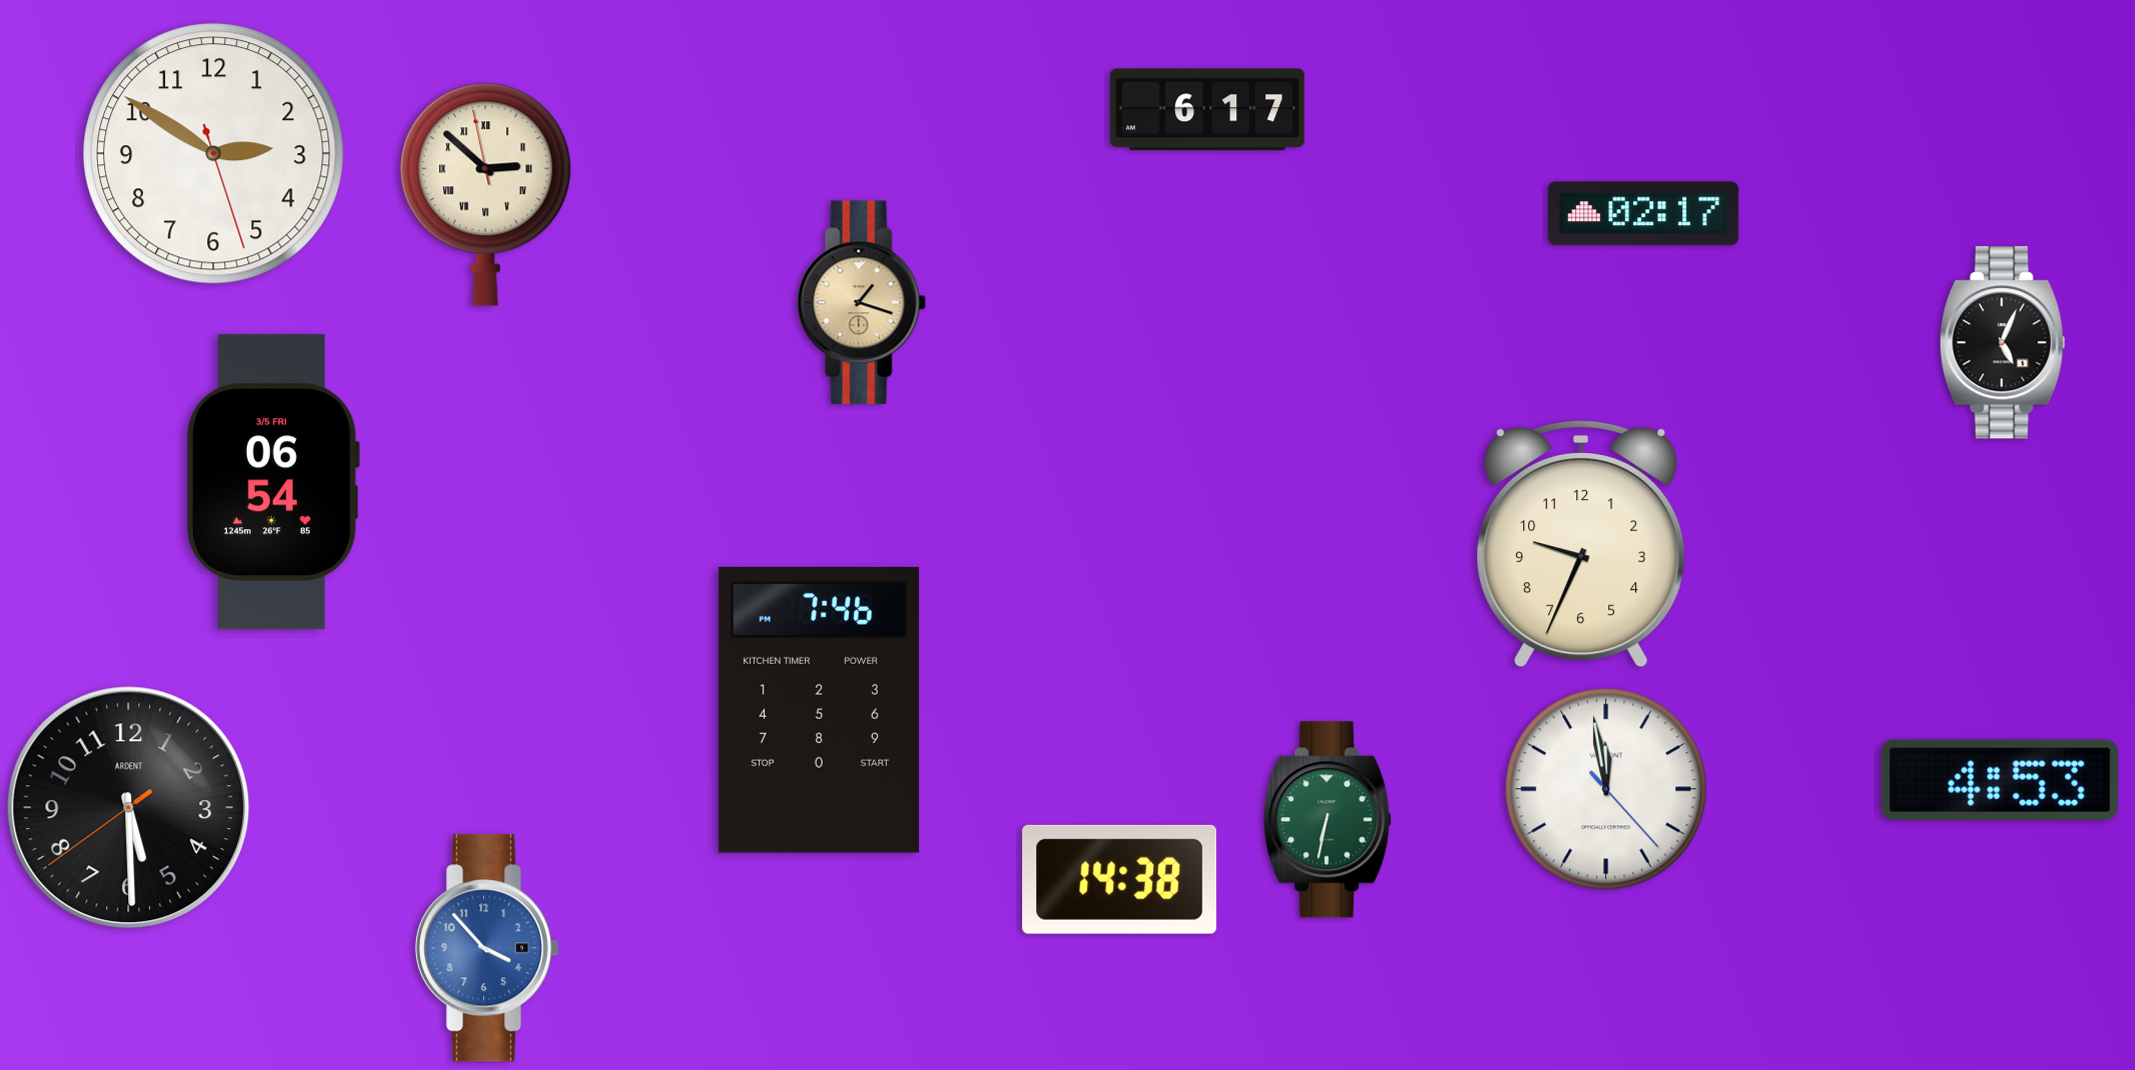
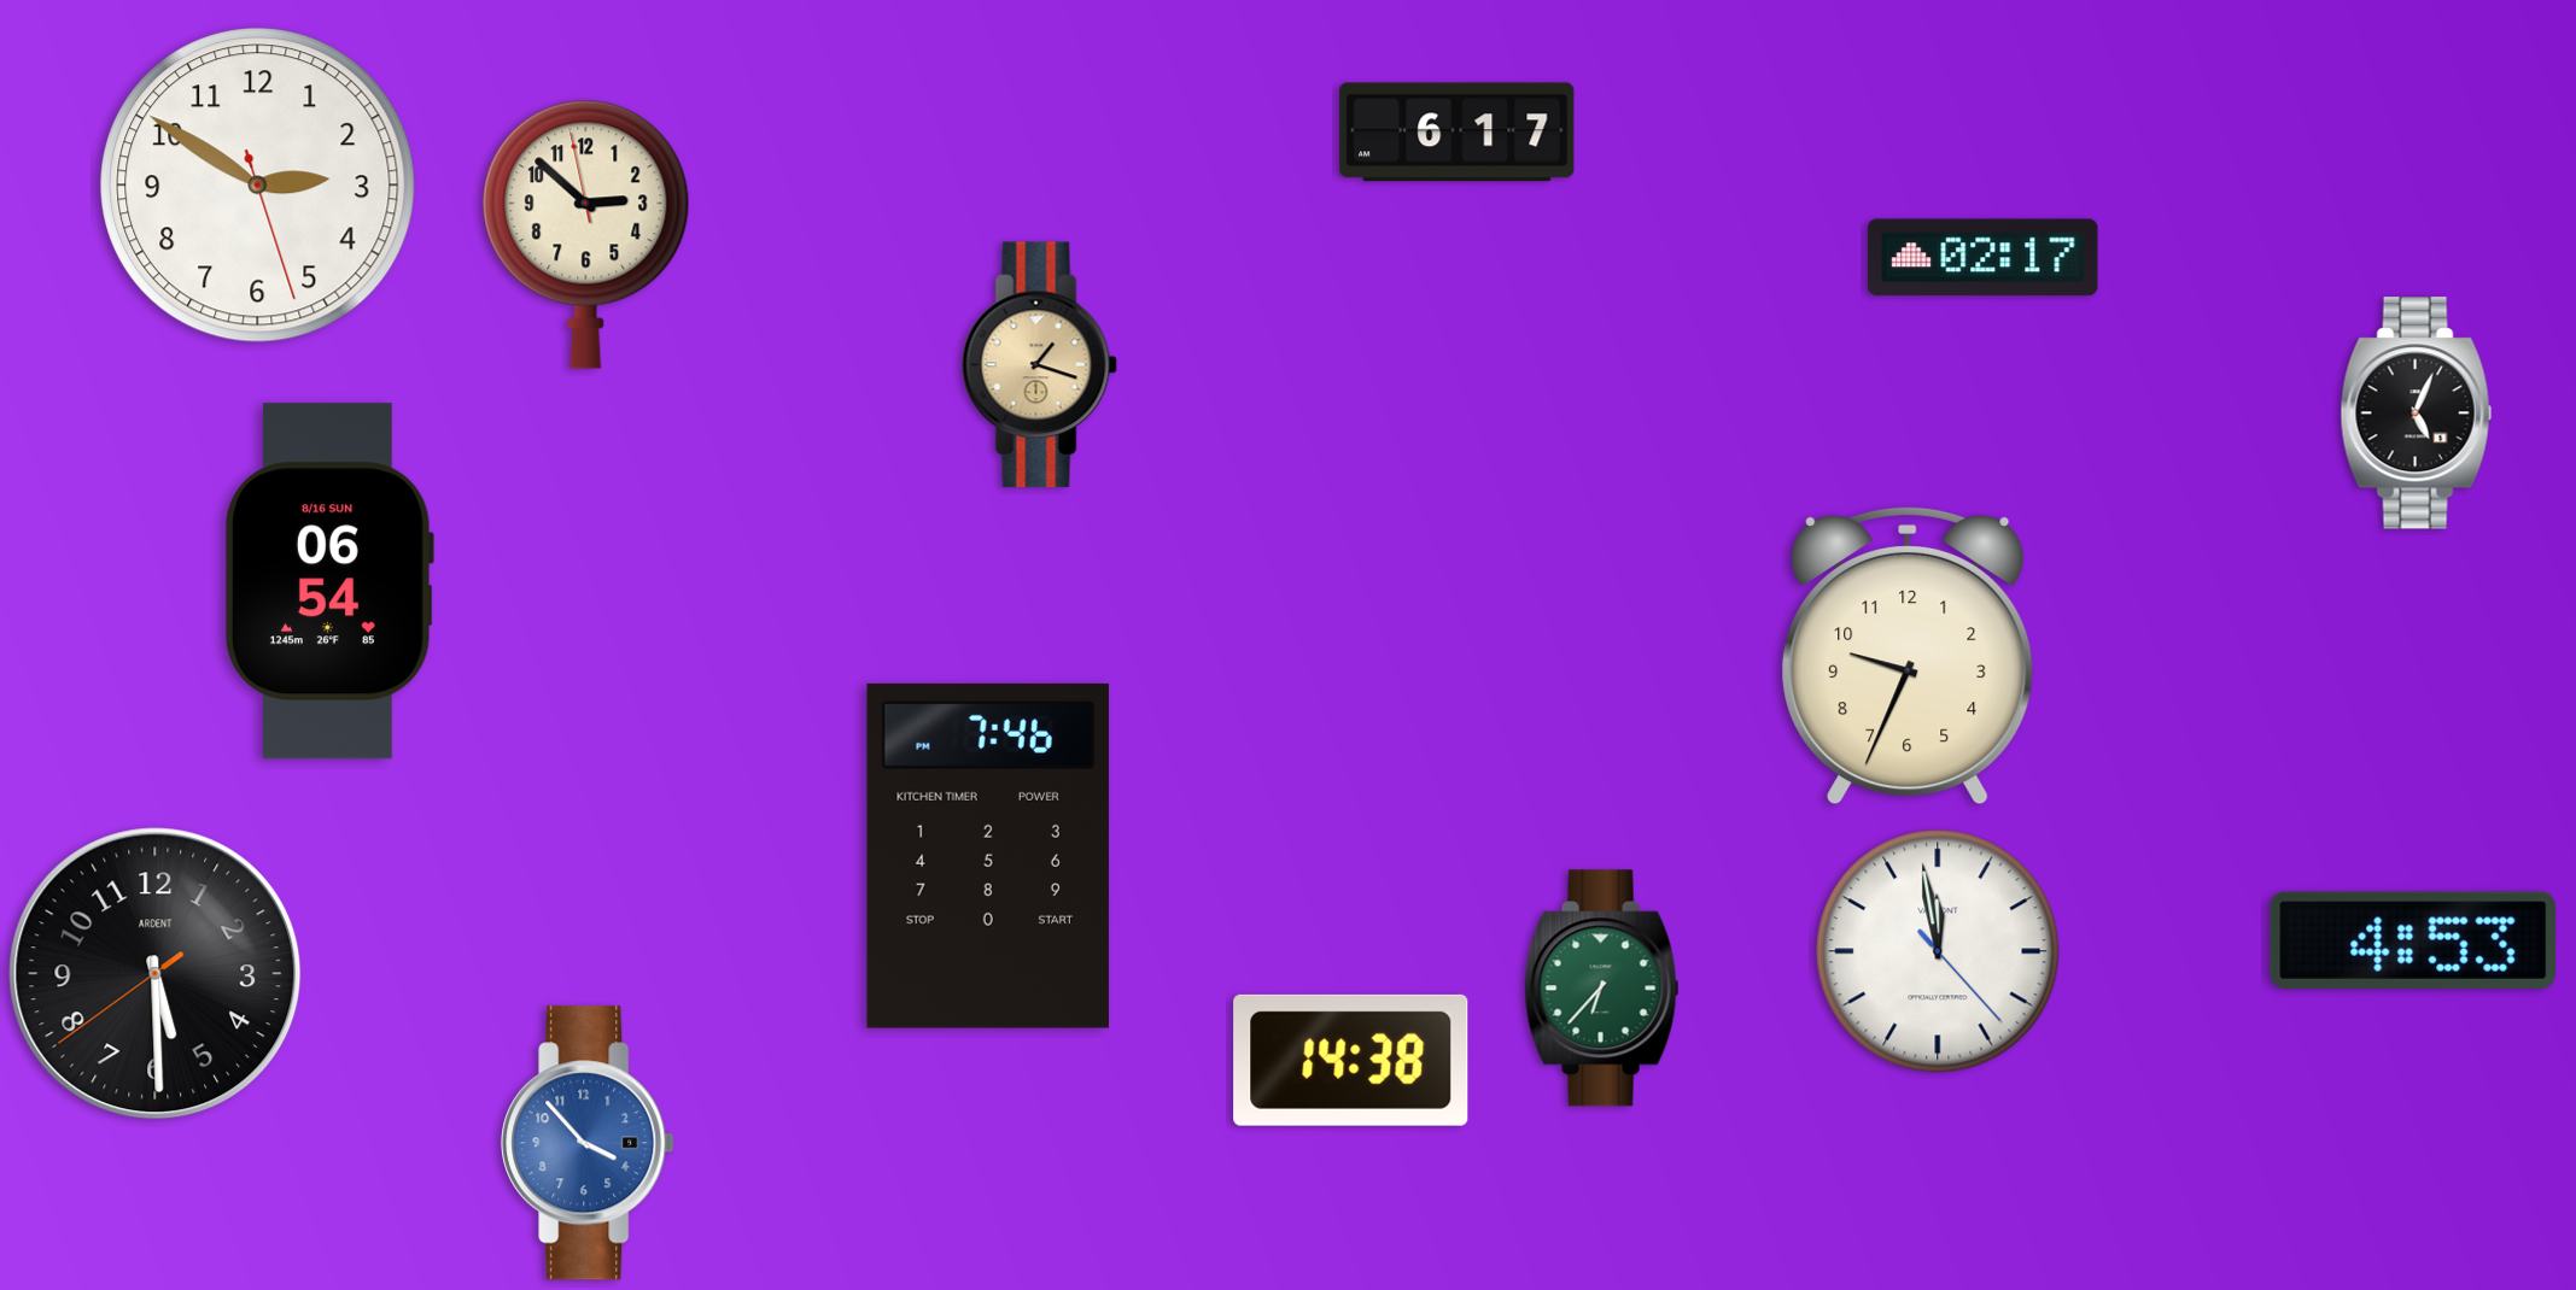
clock at (486, 194) numerals: Roman -> Arabic
clock at (273, 482) date: 3/5 FRI -> 8/16 SUN
clock at (1328, 820): 6:32 -> 6:37
